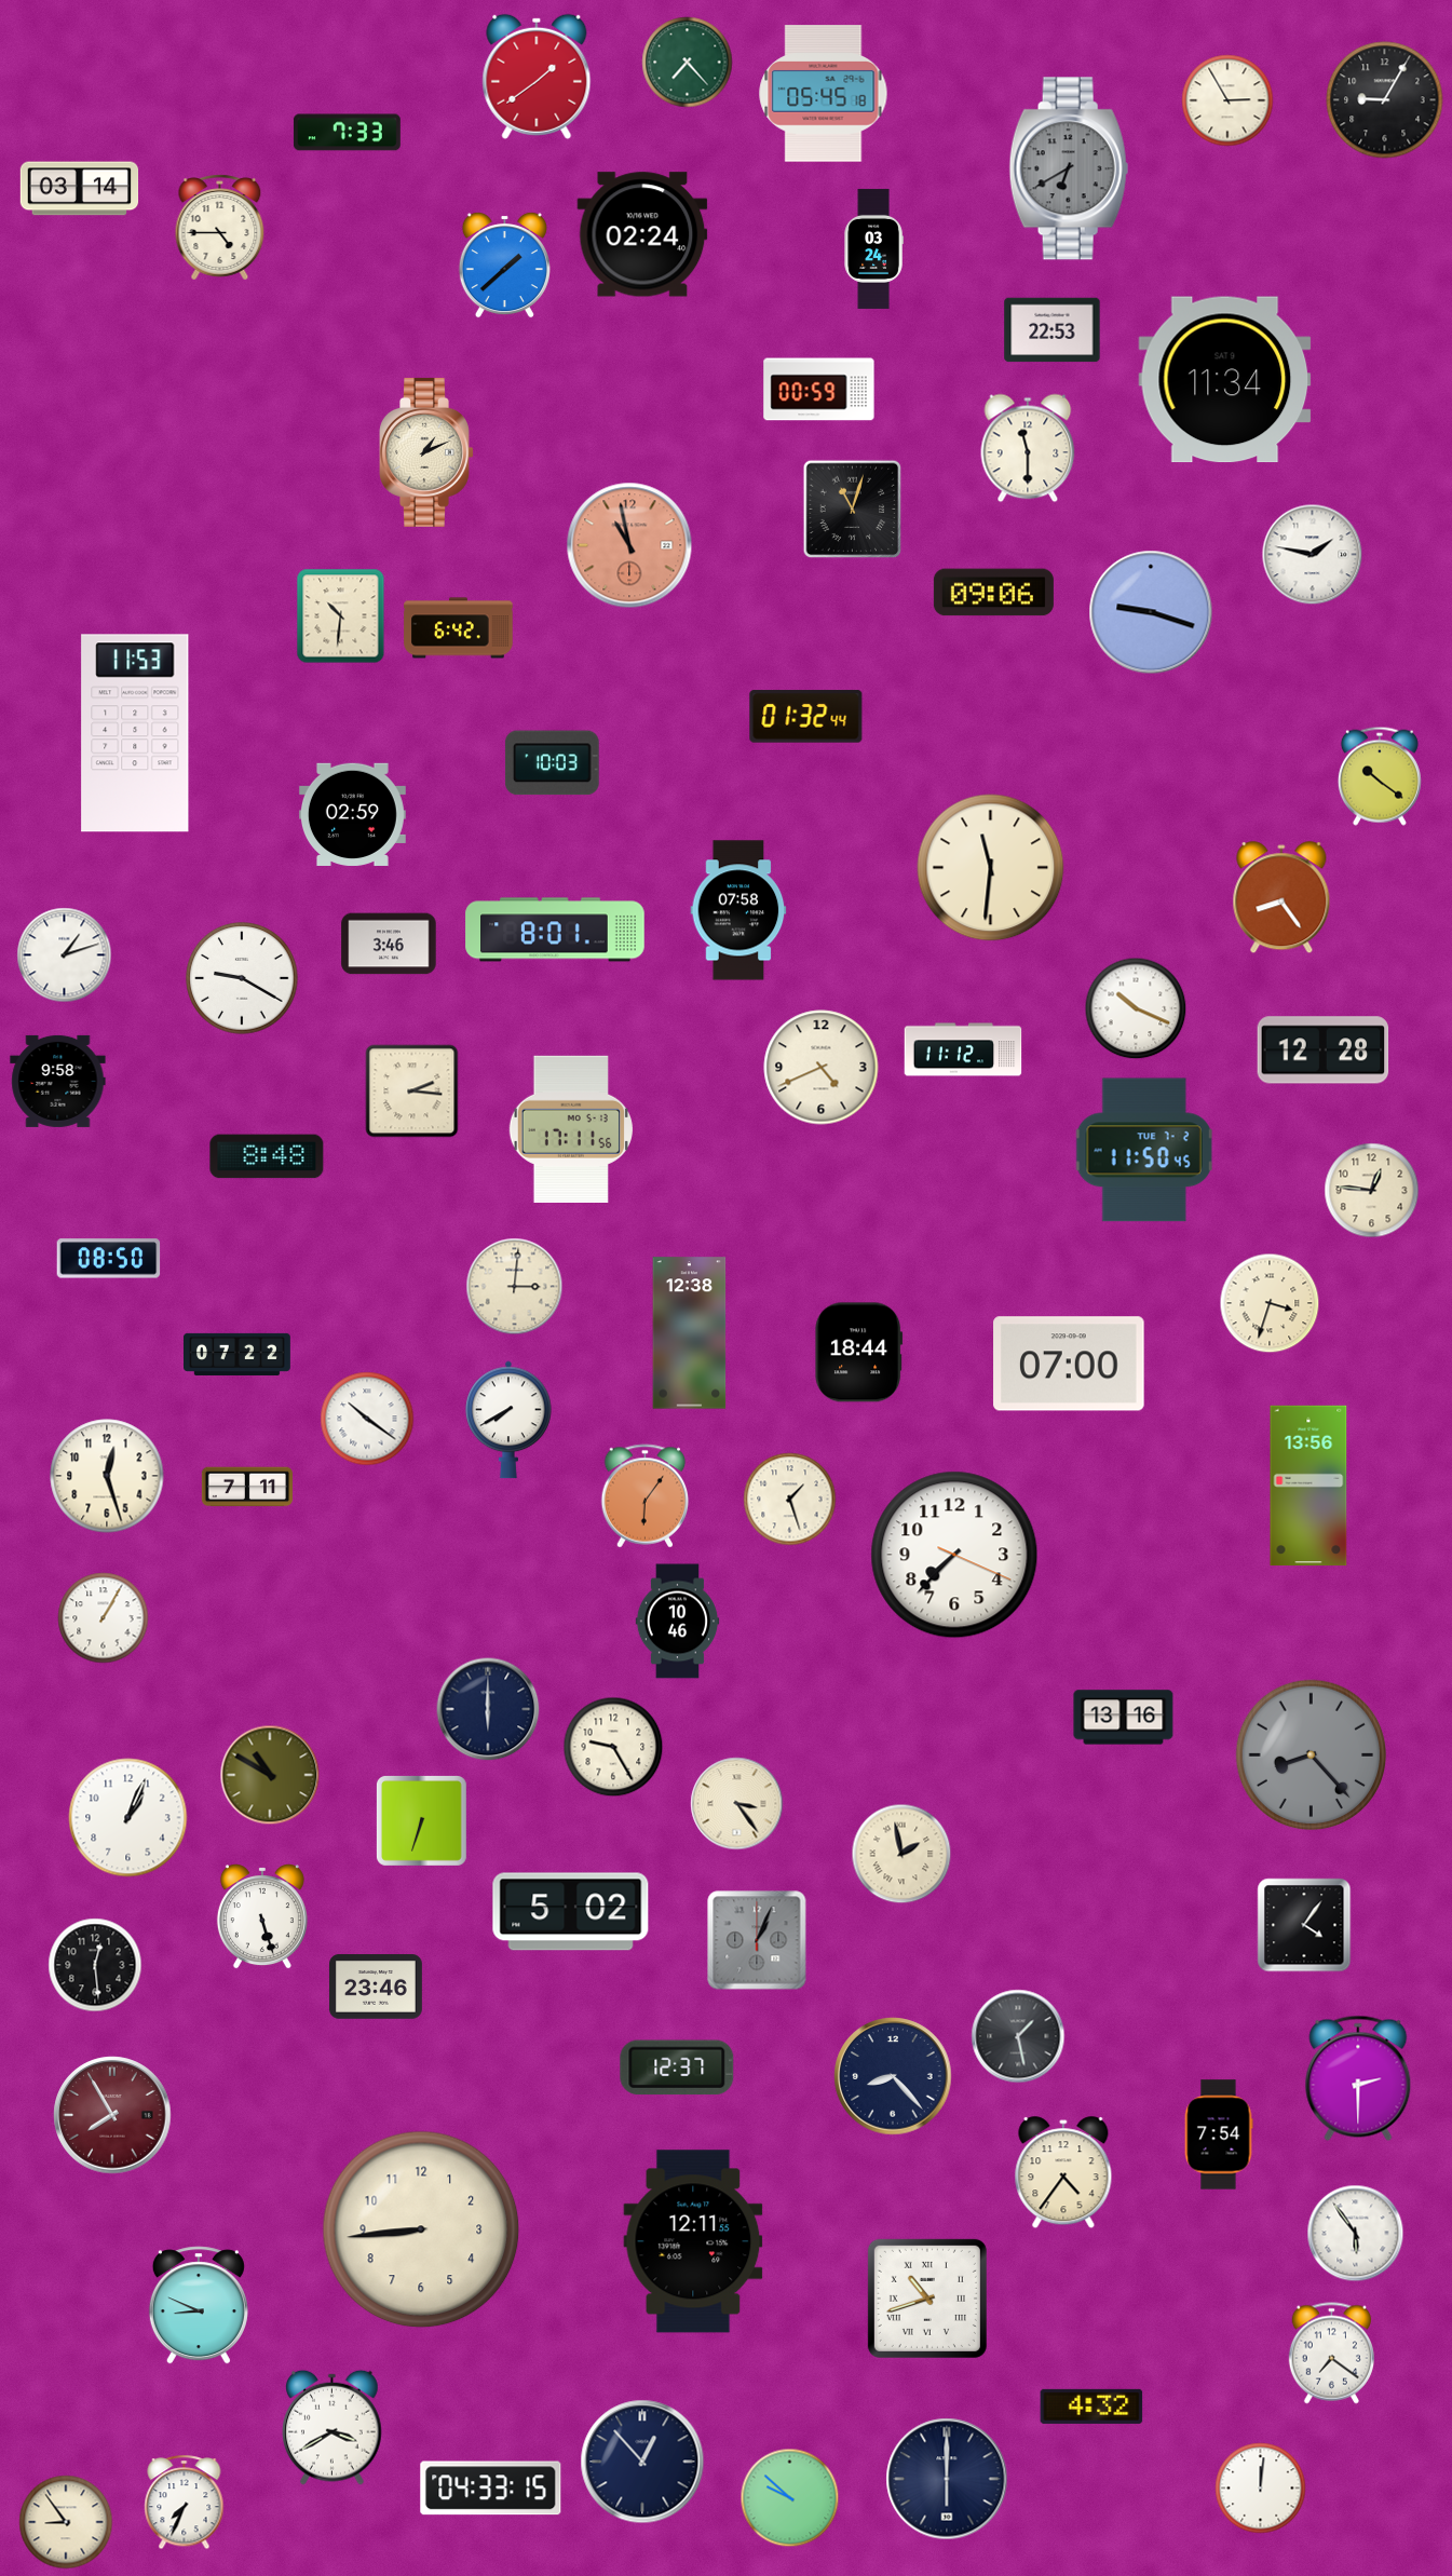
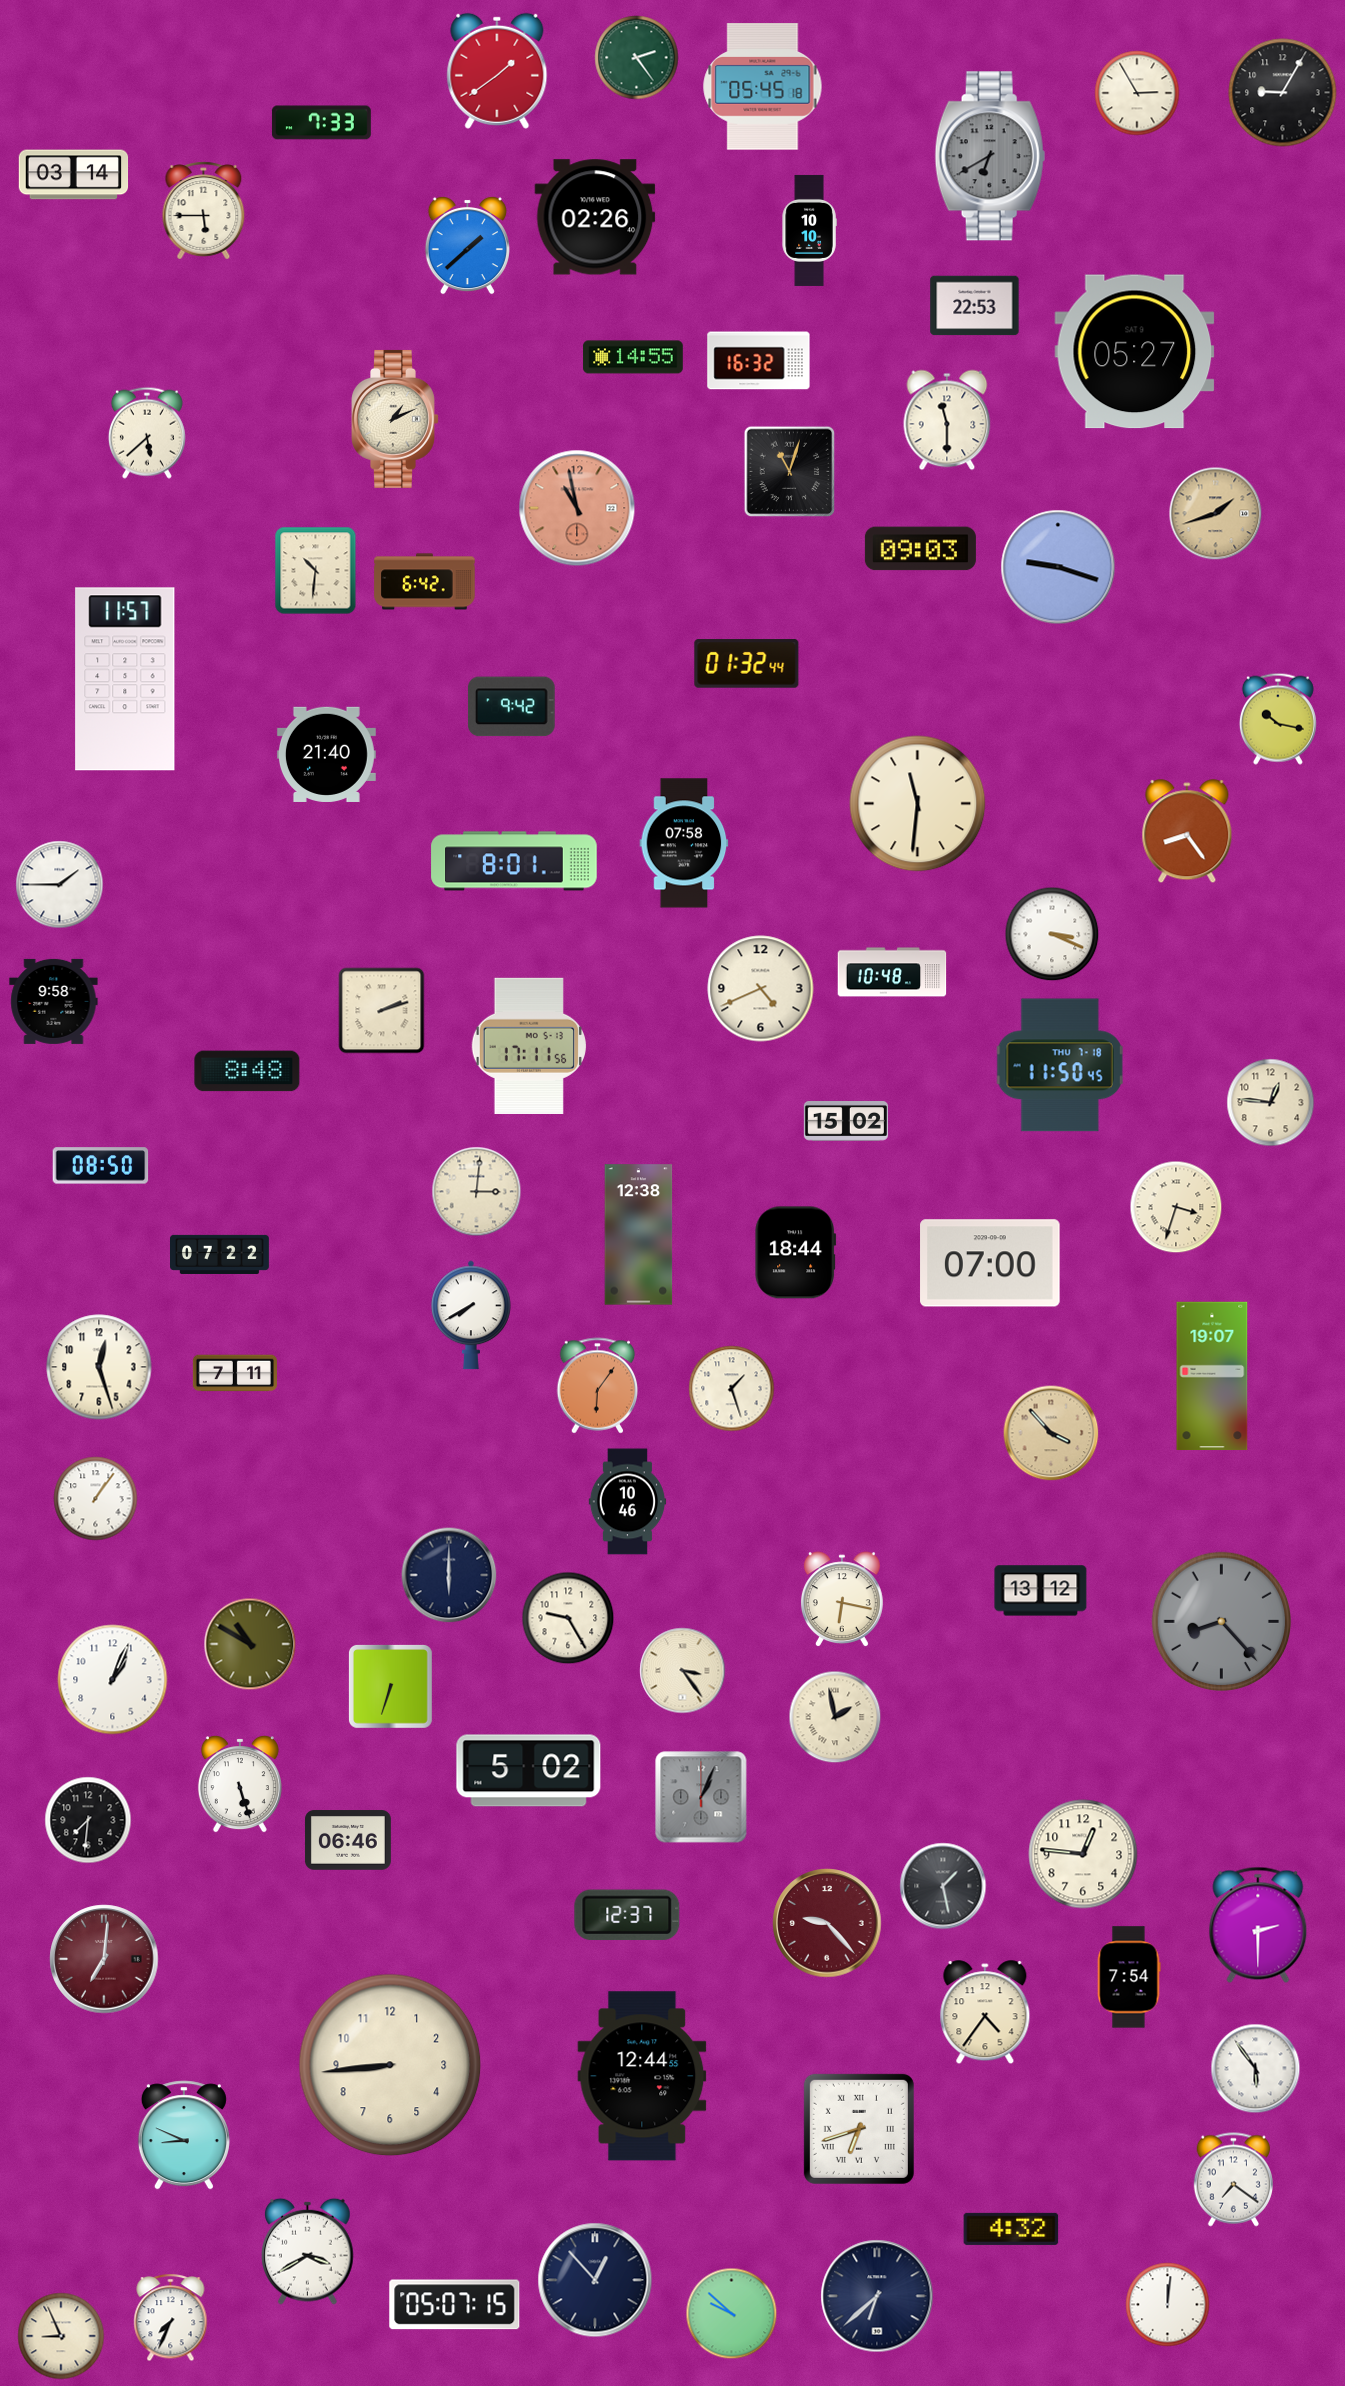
clock at (688, 63): 7:23 -> 2:24
clock at (220, 228): 4:45 -> 5:45
clock at (642, 234): 02:24 -> 02:26
clock at (873, 248): 03:24 -> 10:10
clock at (1225, 380): 11:34 -> 05:27
clock at (633, 357): none -> 14:55
clock at (819, 390): 00:59 -> 16:32
clock at (1028, 448) position: (1028, 448) -> (947, 420)
clock at (147, 433): none -> 5:38
clock at (629, 545) position: (629, 545) -> (577, 508)
clock at (1313, 555): 1:47 -> 1:42
clock at (1313, 555) dial: white -> champagne
clock at (993, 593): 09:06 -> 09:03
clock at (1151, 612) position: (1151, 612) -> (1058, 567)
clock at (135, 733): 11:53 -> 11:57
clock at (553, 763): 10:03 -> 9:42
clock at (1380, 776): 10:21 -> 10:17
clock at (352, 814): 02:59 -> 21:40
clock at (389, 944): 3:46 -> none
clock at (65, 955): 1:12 -> 1:45
clock at (242, 978): 9:20 -> none
clock at (1136, 1008): 10:19 -> 3:19
clock at (963, 1049): 11:12 -> 10:48
clock at (1324, 1050): 12:28 -> none
clock at (412, 1092): 2:16 -> 2:12
clock at (1144, 1150) date: TUE 7-2 -> THU 7-18
clock at (846, 1122): none -> 15:02
clock at (367, 1419): 10:21 -> none
clock at (1308, 1486): 13:56 -> 19:07
clock at (247, 1487) position: (247, 1487) -> (235, 1373)
clock at (1051, 1433): none -> 3:53
clock at (954, 1555): 7:37 -> none
clock at (104, 1618): 1:05 -> 1:06
clock at (488, 1709) position: (488, 1709) -> (449, 1575)
clock at (1124, 1718): 13:16 -> 13:12
clock at (842, 1600): none -> 6:17
clock at (1312, 1755) position: (1312, 1755) -> (1222, 1622)
clock at (128, 1818) position: (128, 1818) -> (113, 1680)
clock at (262, 1916) position: (262, 1916) -> (240, 1784)
clock at (1304, 1925): 4:06 -> none
clock at (95, 1965): 12:29 -> 7:31
clock at (376, 1987): 23:46 -> 06:46
clock at (1083, 1854): none -> 12:46
clock at (893, 2076): 8:23 -> 9:23
clock at (893, 2076) dial: navy -> burgundy
clock at (112, 2115): 7:55 -> 7:01
clock at (693, 2241): 12:11 -> 12:44
clock at (927, 2299): 10:42 -> 6:42
clock at (333, 2427) position: (333, 2427) -> (308, 2251)
clock at (947, 2479): 6:00 -> 6:38
clock at (491, 2489): 04:33 -> 05:07
clock at (66, 2522): 8:54 -> 8:56
